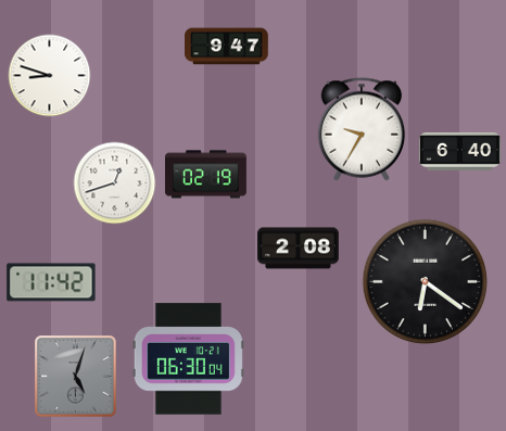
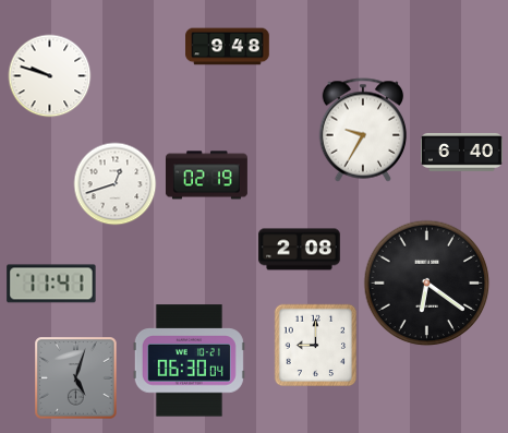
clock at (227, 47): 9:47 -> 9:48
clock at (50, 76): 8:48 -> 9:48
clock at (51, 282): 11:42 -> 11:41
clock at (316, 346): none -> 9:00
